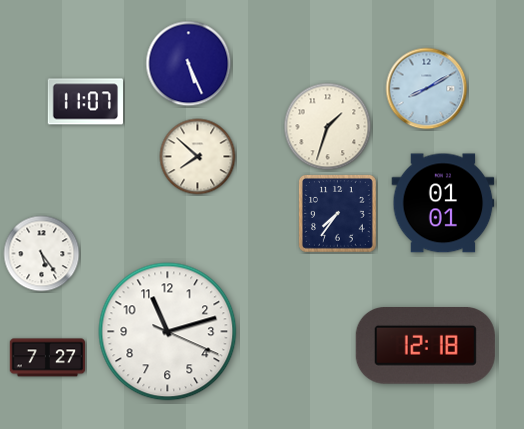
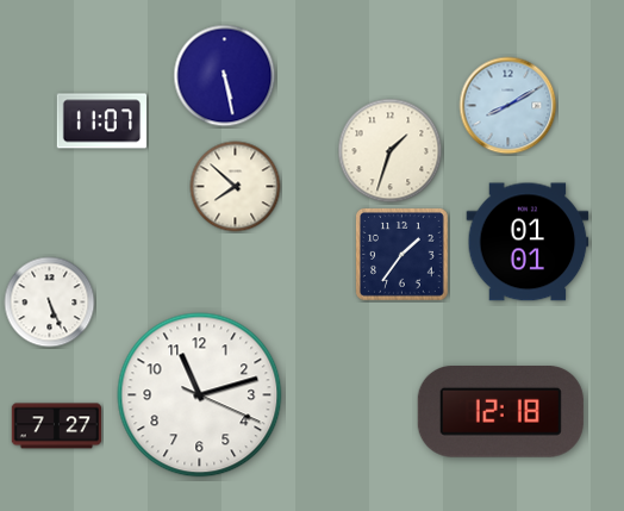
clock at (189, 64): 5:26 -> 5:28
clock at (338, 214): 7:36 -> 1:36
clock at (42, 254): 5:24 -> 5:26
clock at (425, 346) position: (425, 346) -> (500, 412)
